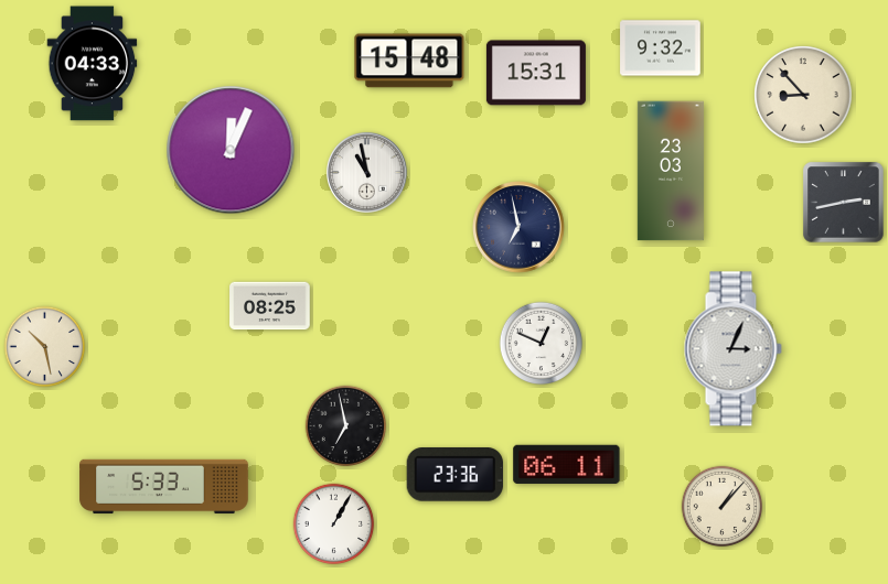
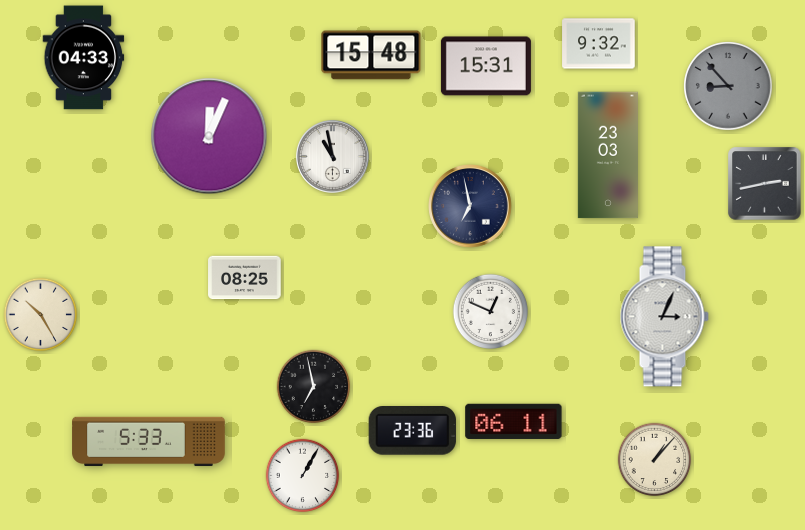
clock at (803, 95) dial: cream -> grey
clock at (45, 347): 10:28 -> 10:25
